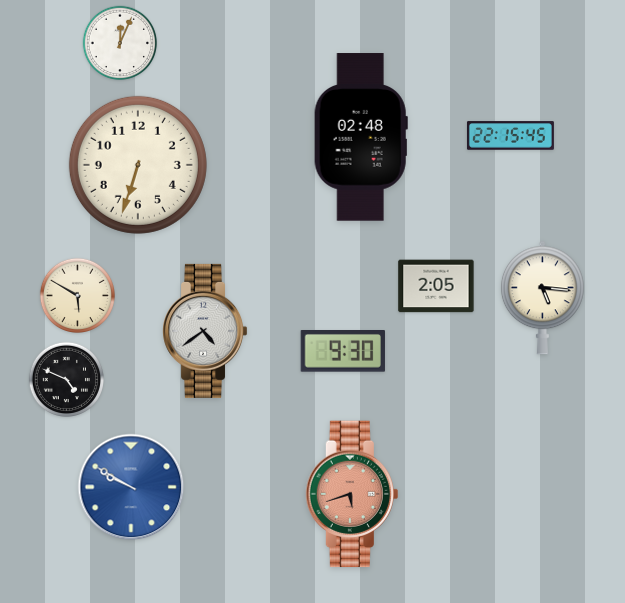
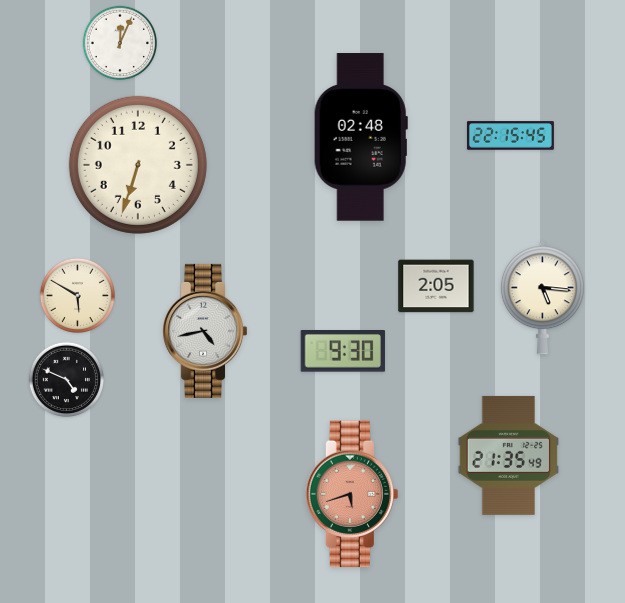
clock at (205, 331): 4:39 -> 4:43
clock at (509, 455): none -> 21:35
clock at (131, 487): 9:50 -> none
